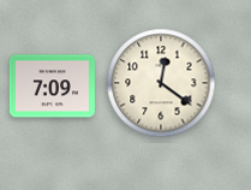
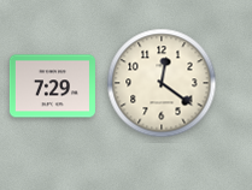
clock at (52, 87): 7:09 -> 7:29
